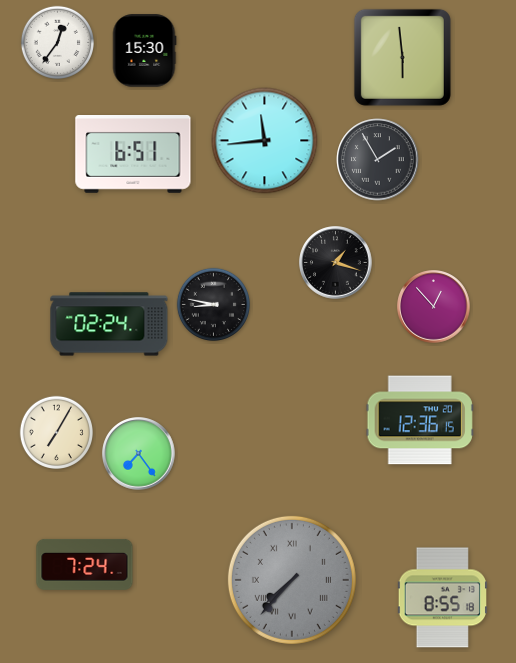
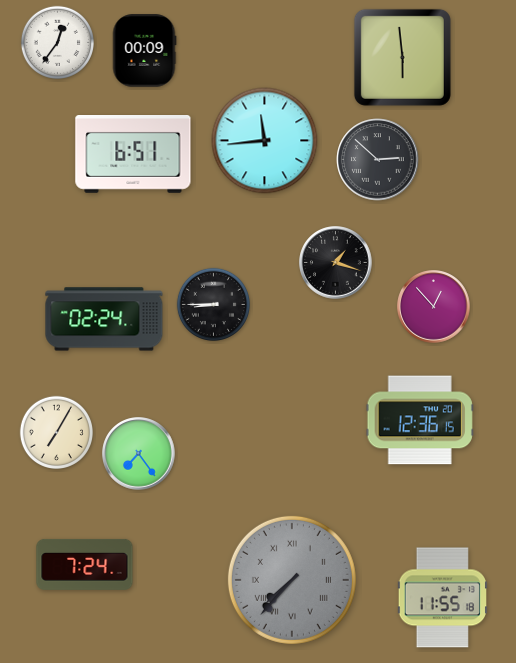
clock at (144, 51): 15:30 -> 00:09
clock at (378, 160): 1:55 -> 2:52
clock at (213, 304): 8:47 -> 8:45
clock at (109, 324) position: (109, 324) -> (104, 319)
clock at (442, 598): 8:55 -> 11:55
